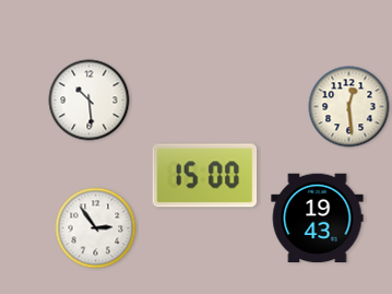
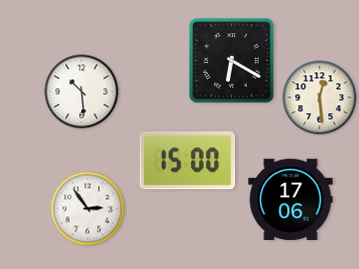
clock at (232, 61): none -> 6:20
clock at (318, 219): 19:43 -> 17:06
